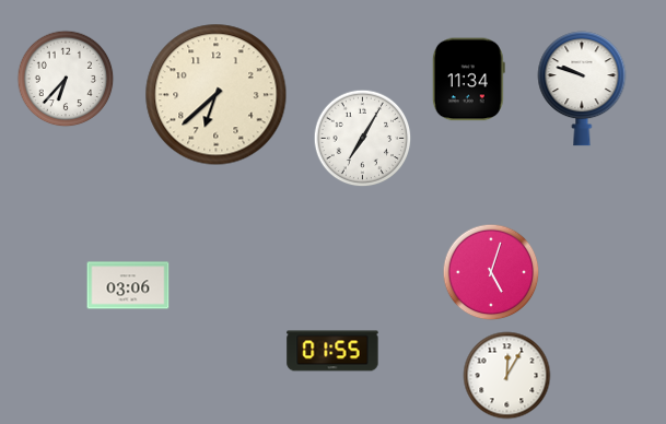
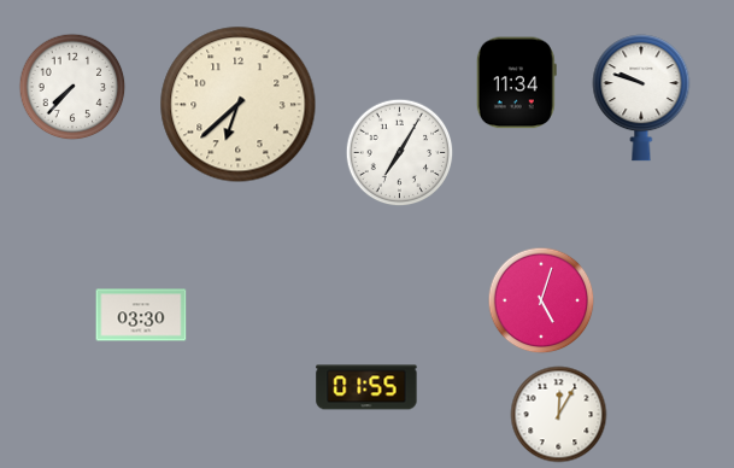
clock at (66, 79): 6:37 -> 7:37
clock at (468, 80) position: (468, 80) -> (516, 83)
clock at (128, 285): 03:06 -> 03:30
